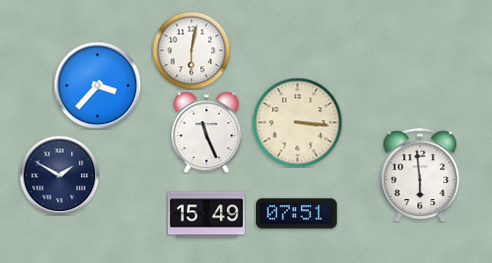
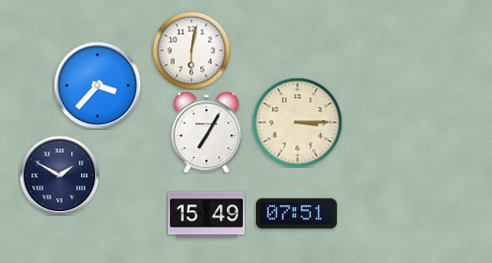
clock at (297, 122): 3:16 -> 3:15
clock at (207, 132): 11:26 -> 7:05
clock at (420, 175): 5:59 -> none
